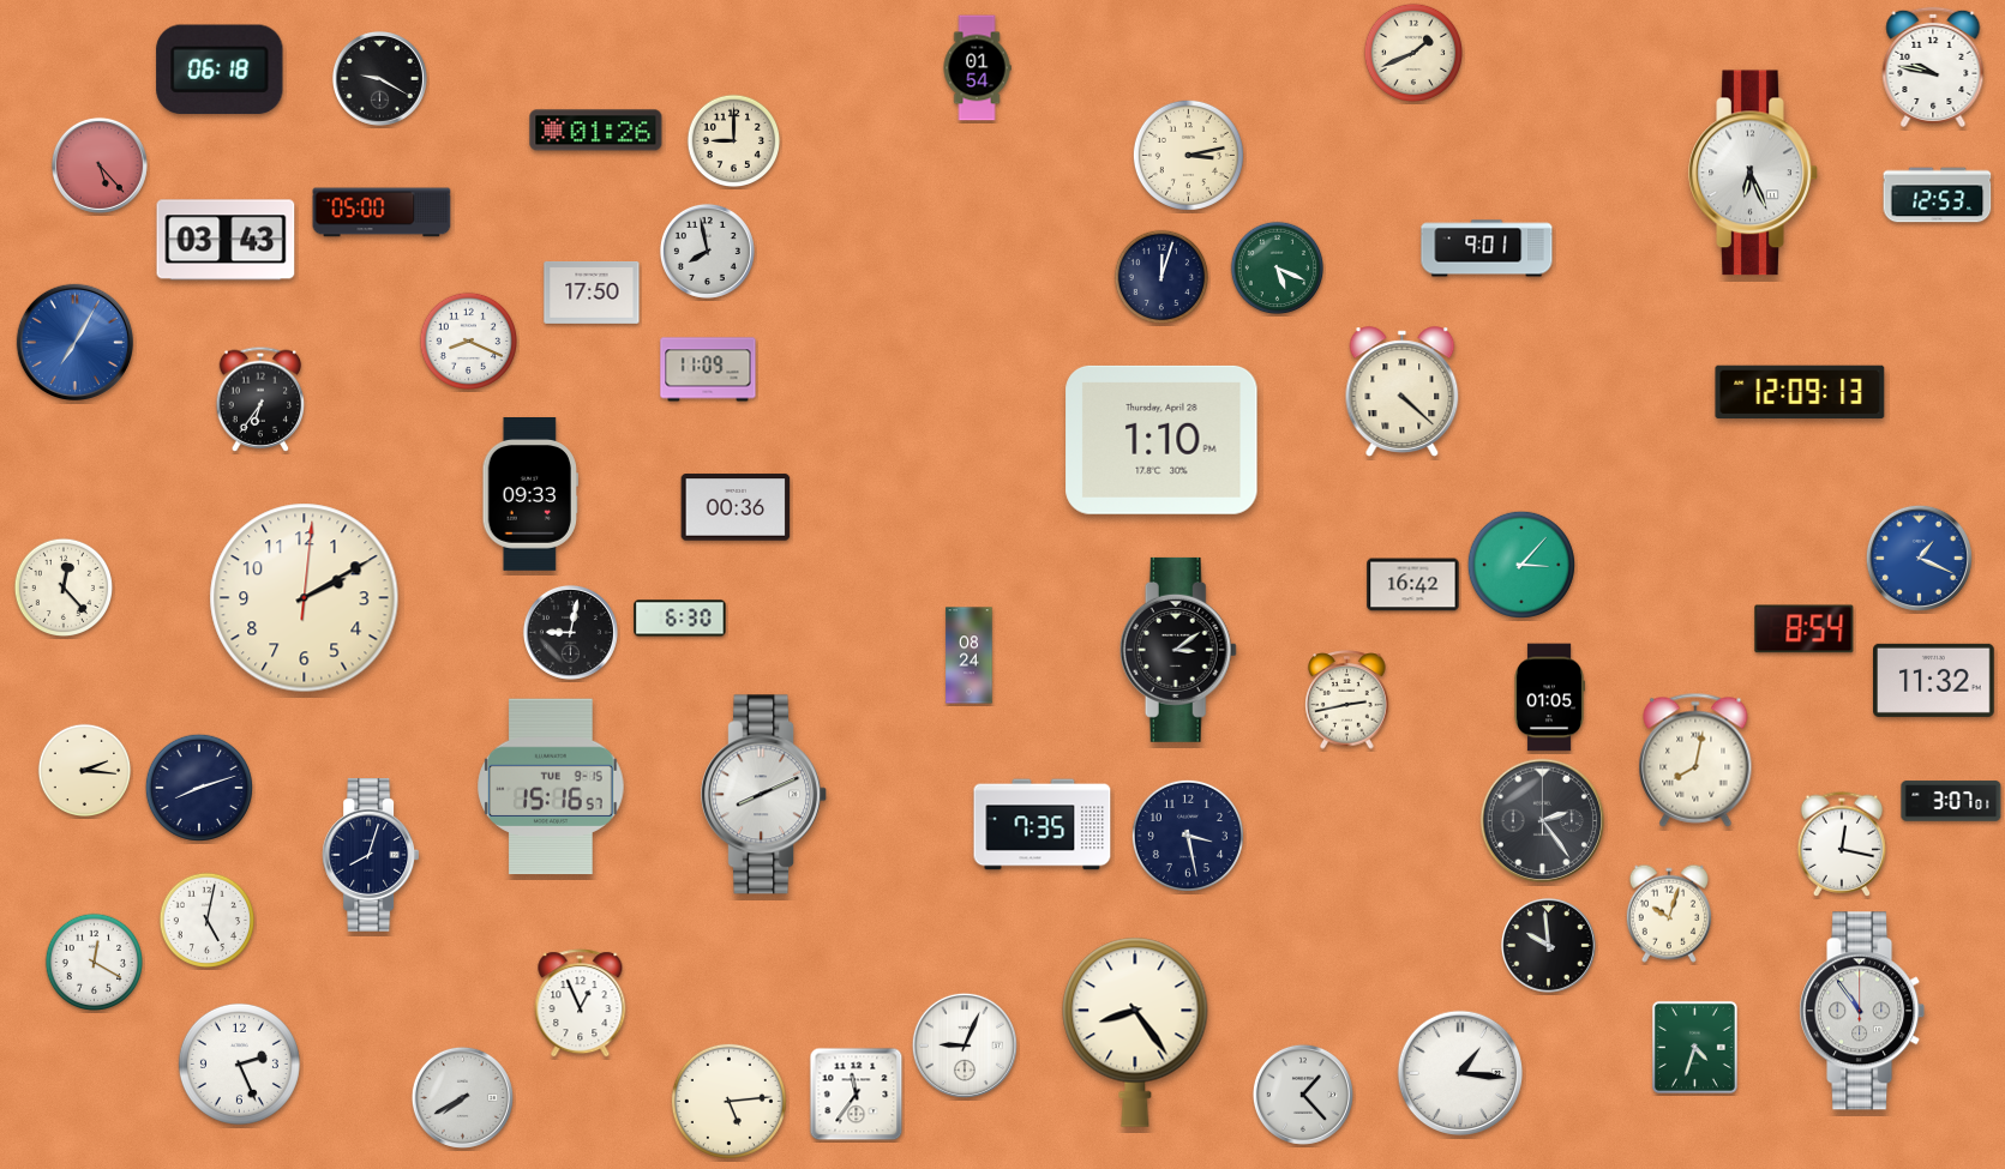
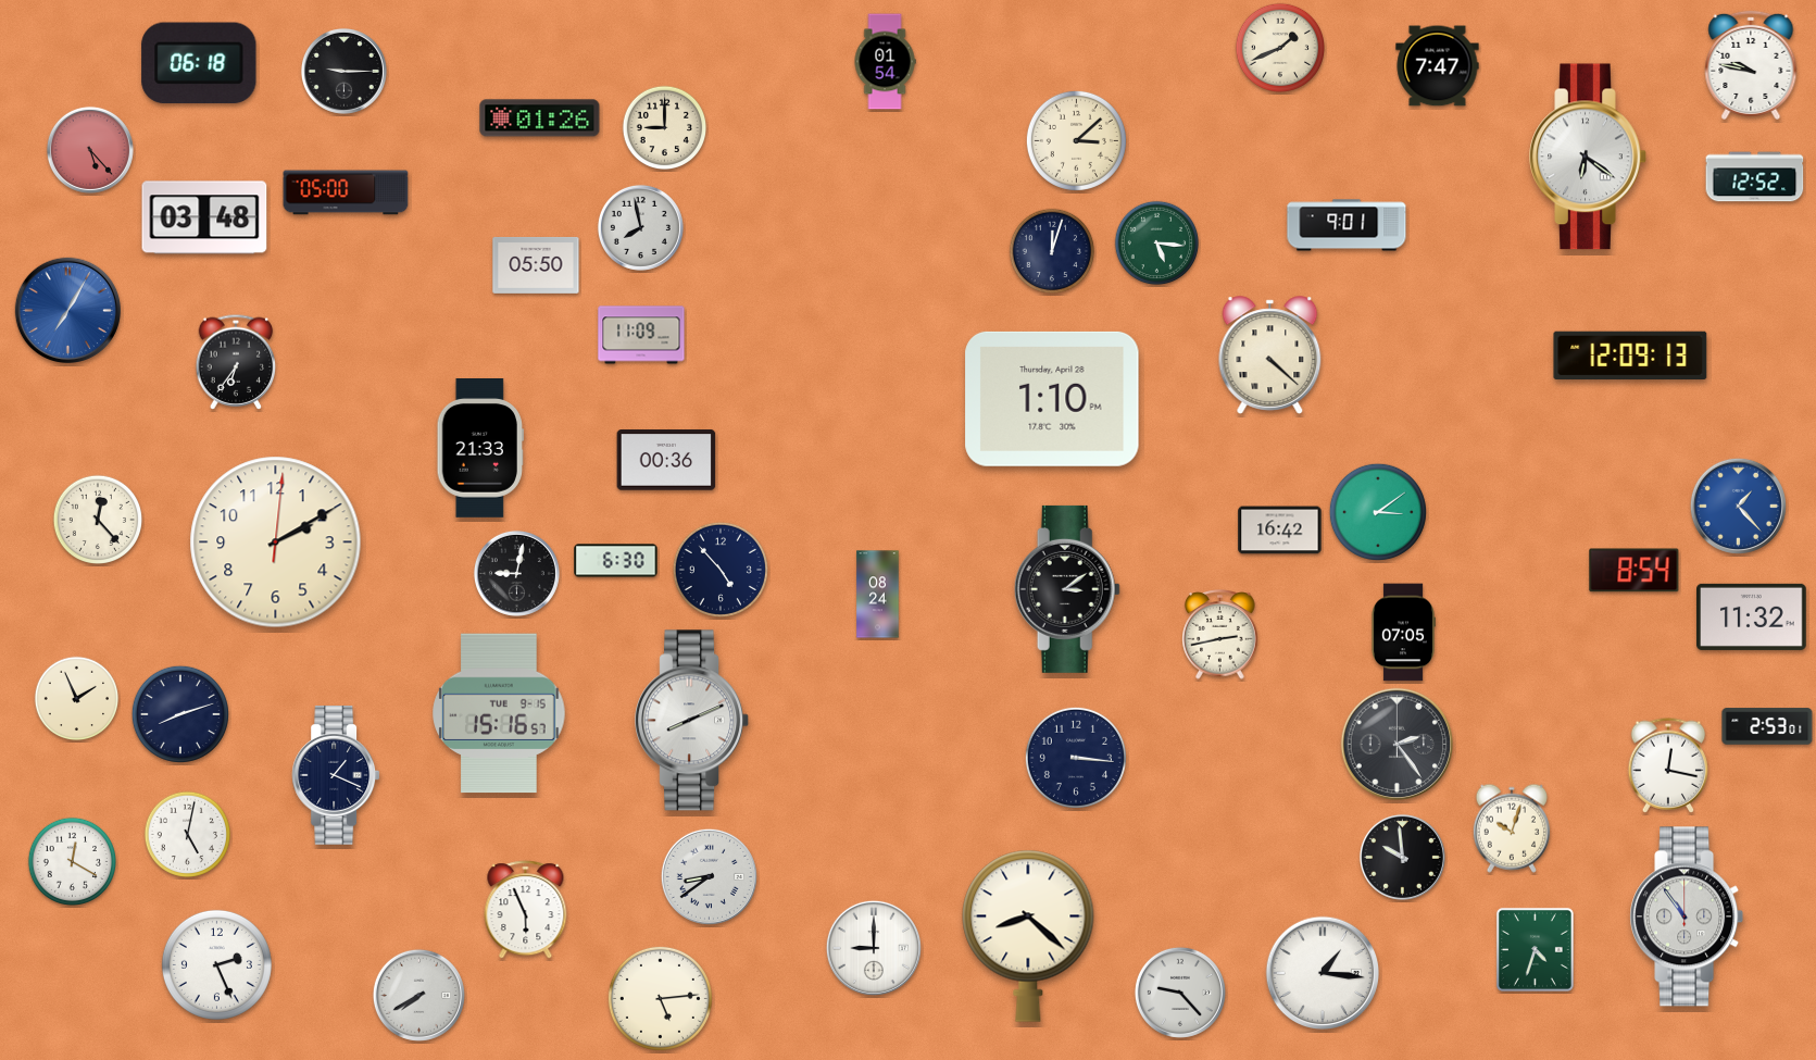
clock at (1933, 67) position: (1933, 67) -> (1751, 65)
clock at (1438, 66): none -> 7:47
clock at (379, 78): 9:20 -> 9:15
clock at (1188, 155): 3:13 -> 3:08
clock at (1753, 173): 6:26 -> 6:21
clock at (1938, 195): 12:53 -> 12:52
clock at (226, 240): 03:43 -> 03:48
clock at (1278, 269): 5:19 -> 5:16
clock at (592, 293): 17:50 -> 05:50
clock at (468, 341): 8:19 -> none
clock at (529, 495): 09:33 -> 21:33
clock at (1919, 558): 1:19 -> 1:23
clock at (1521, 565): 3:07 -> 3:09
clock at (62, 586) position: (62, 586) -> (97, 519)
clock at (721, 570): none -> 4:53
clock at (1549, 698): 01:05 -> 07:05
clock at (1695, 760): 8:02 -> none
clock at (85, 771): 2:16 -> 1:56
clock at (1951, 801): 3:07 -> 2:53
clock at (1043, 825): 7:35 -> none
clock at (1188, 836): 3:28 -> 3:16
clock at (371, 856): 8:03 -> 1:19
clock at (94, 962) position: (94, 962) -> (72, 861)
clock at (709, 876): none -> 8:39
clock at (581, 1004): 12:56 -> 5:56
clock at (1135, 1032): 8:24 -> 8:22
clock at (965, 1046): 9:04 -> 9:00
clock at (857, 1095): 11:36 -> none
clock at (1303, 1095): 1:23 -> 9:23
